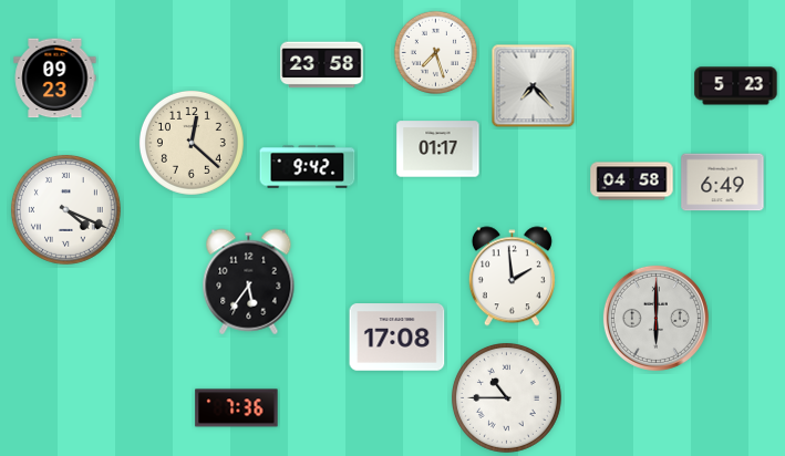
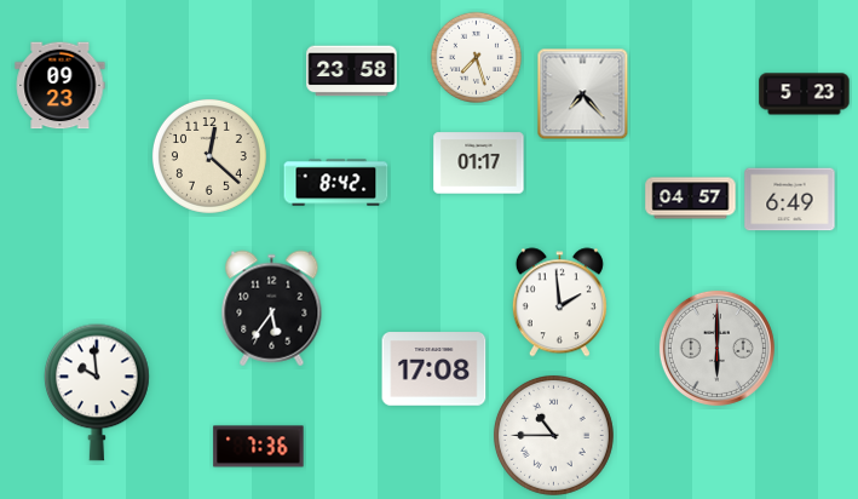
clock at (308, 167): 9:42 -> 8:42
clock at (632, 182): 04:58 -> 04:57
clock at (65, 209): 4:19 -> none
clock at (98, 392): none -> 9:59
